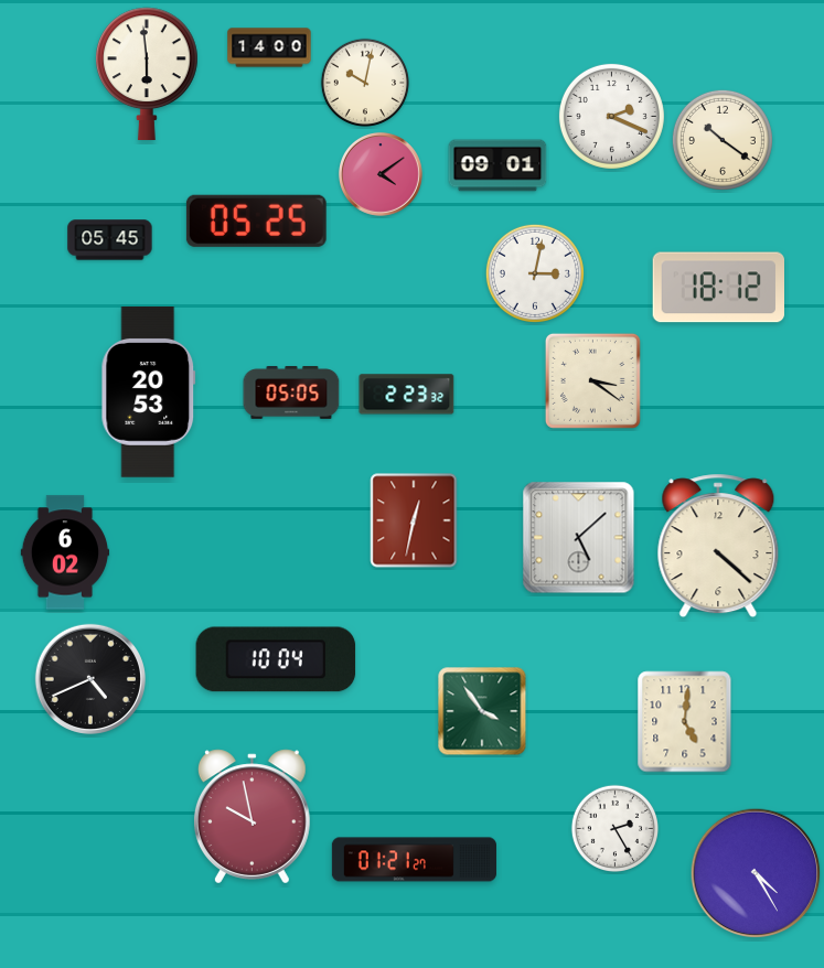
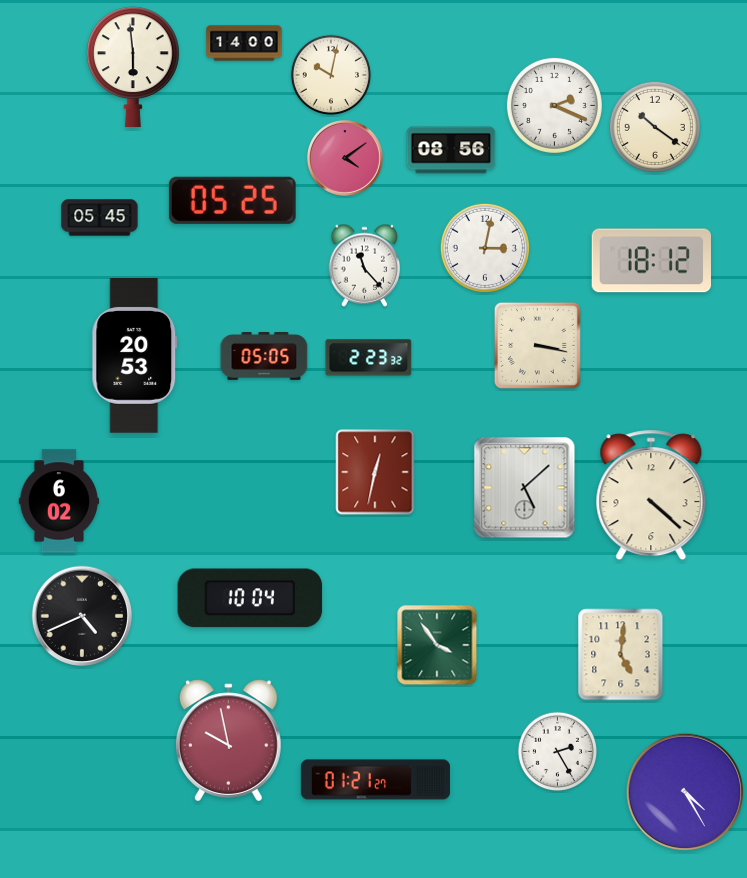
clock at (497, 165): 09:01 -> 08:56
clock at (365, 265): none -> 11:23
clock at (592, 380): 3:21 -> 3:17
